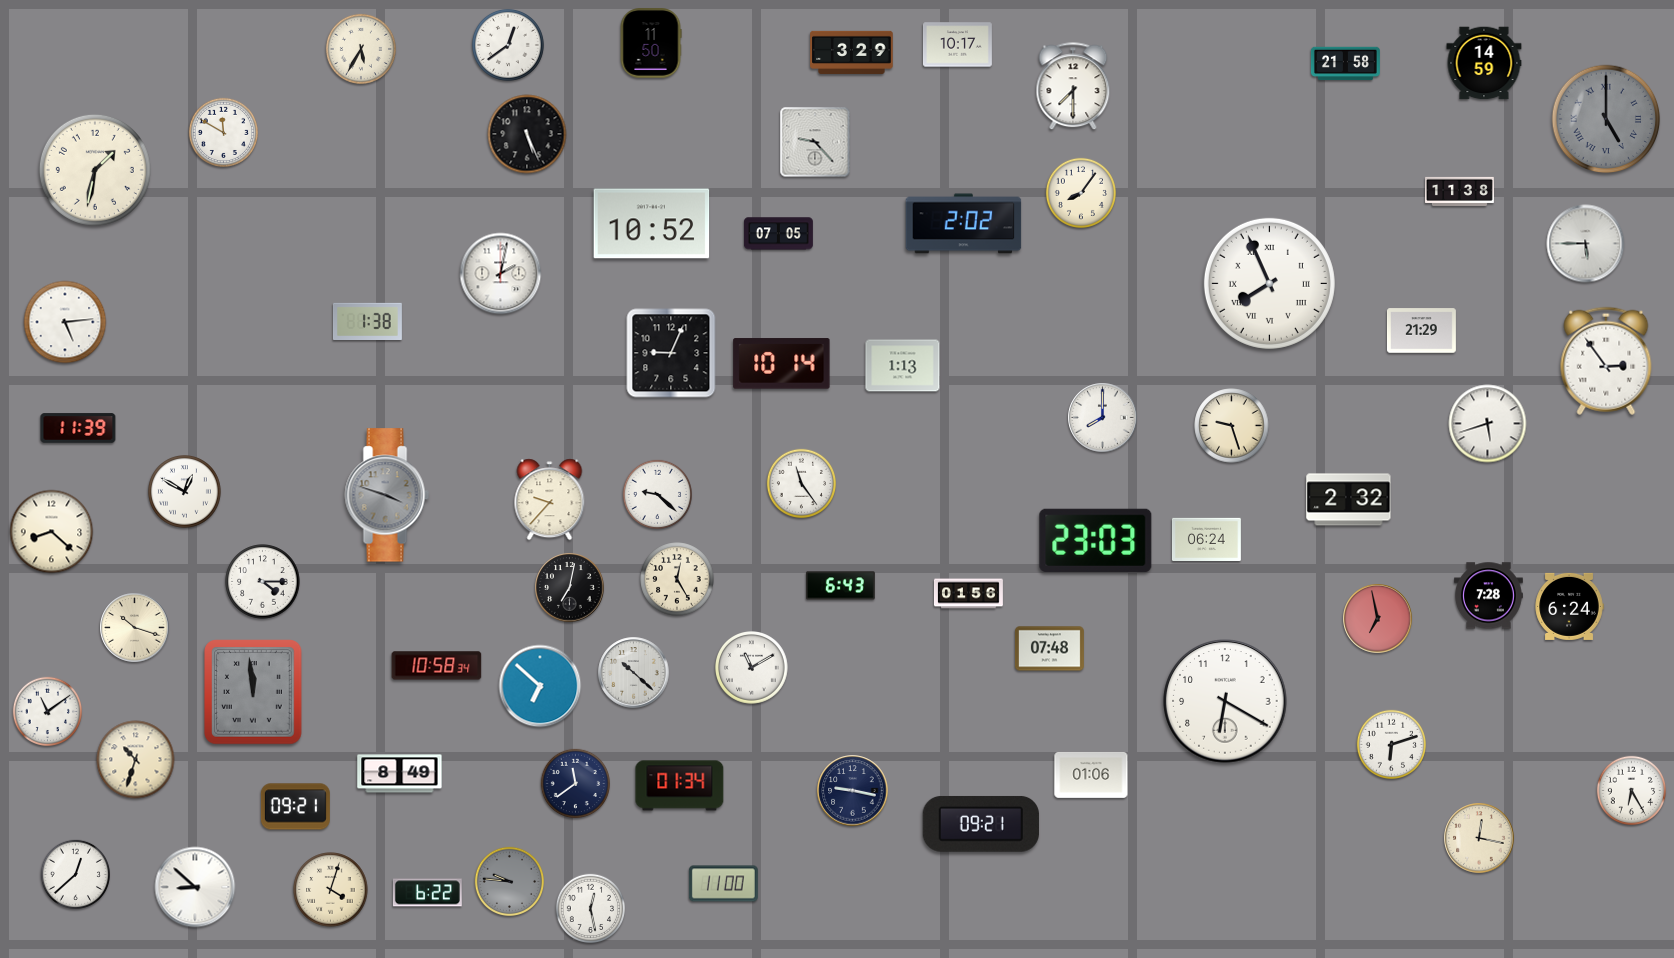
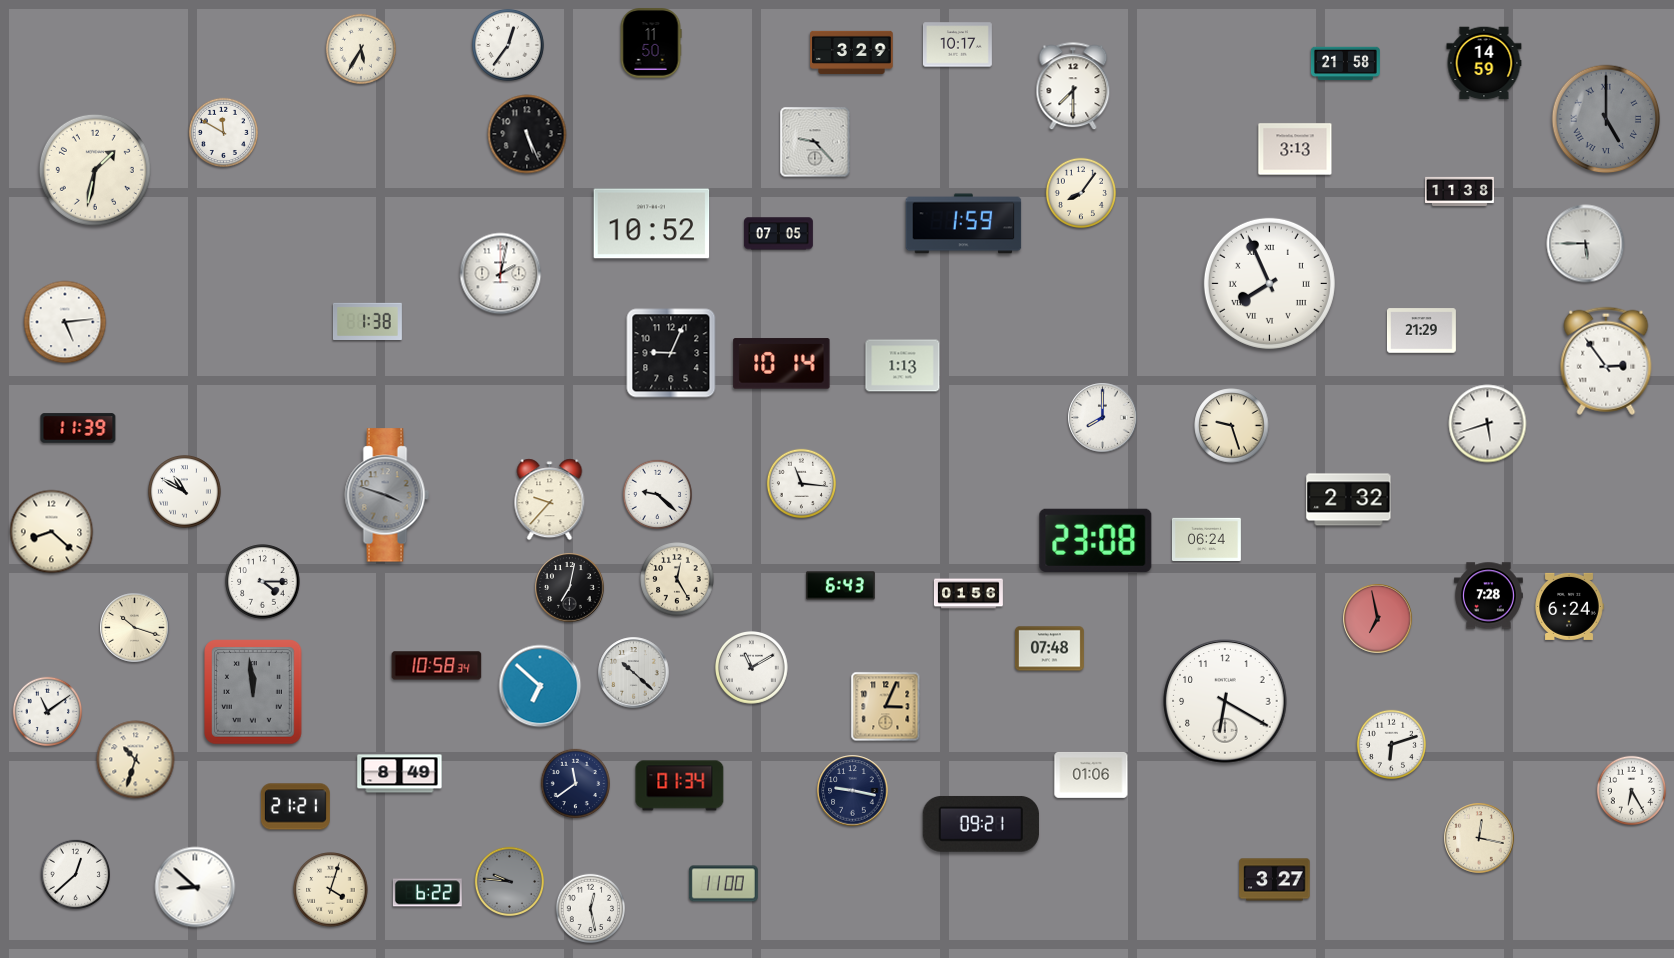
clock at (508, 45): 12:39 -> 12:36
clock at (1295, 149): none -> 3:13
clock at (964, 224): 2:02 -> 1:59
clock at (802, 484): 11:24 -> 11:16
clock at (185, 492): 12:50 -> 10:50
clock at (1096, 540): 23:03 -> 23:08
clock at (886, 707): none -> 3:04
clock at (295, 807): 09:21 -> 21:21
clock at (1275, 880): none -> 3:27
